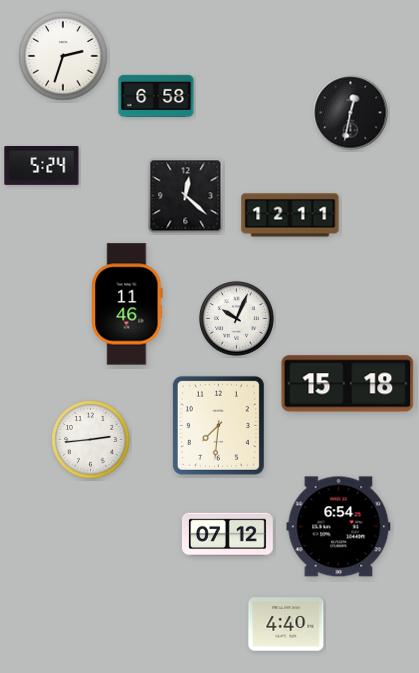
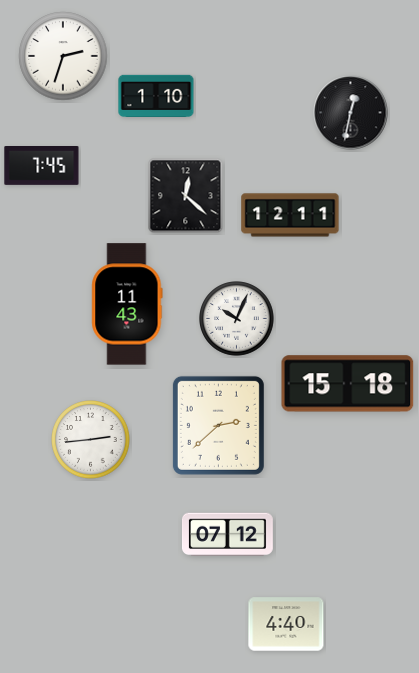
clock at (156, 95): 6:58 -> 1:10
clock at (42, 166): 5:24 -> 7:45
clock at (127, 304): 11:46 -> 11:43
clock at (218, 425): 7:31 -> 2:38
clock at (339, 527): 6:54 -> none
